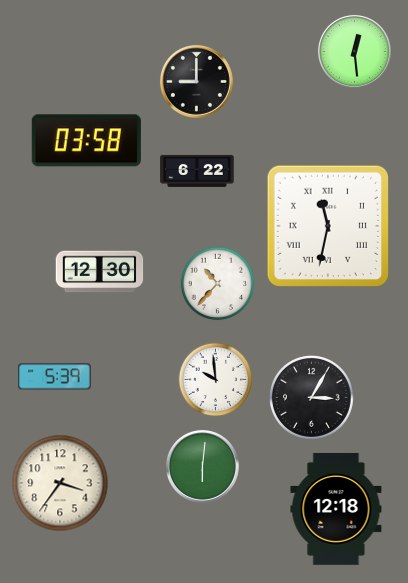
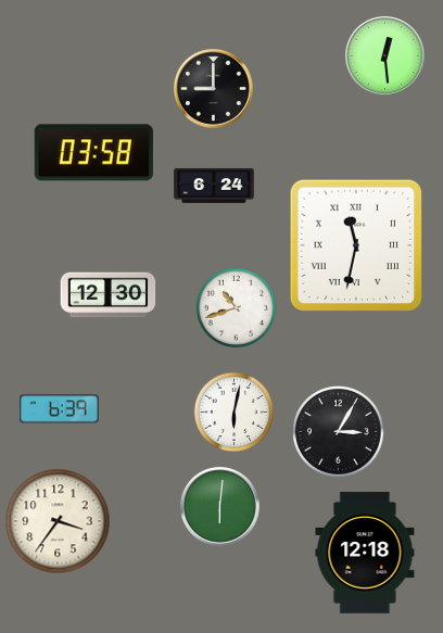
clock at (197, 171): 6:22 -> 6:24
clock at (218, 284): 10:37 -> 10:42
clock at (55, 377): 5:39 -> 6:39
clock at (216, 380): 9:59 -> 6:02
clock at (60, 483) position: (60, 483) -> (58, 521)
